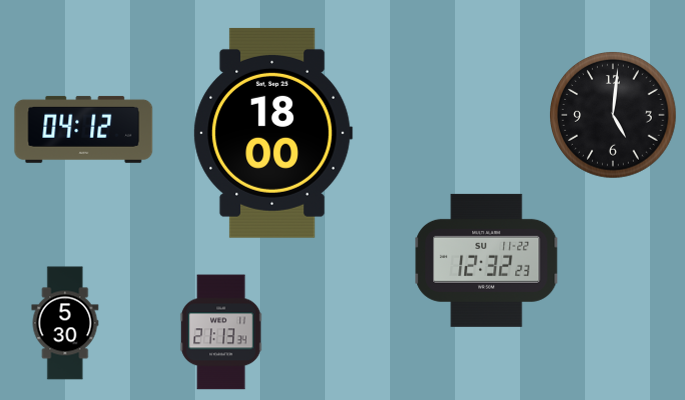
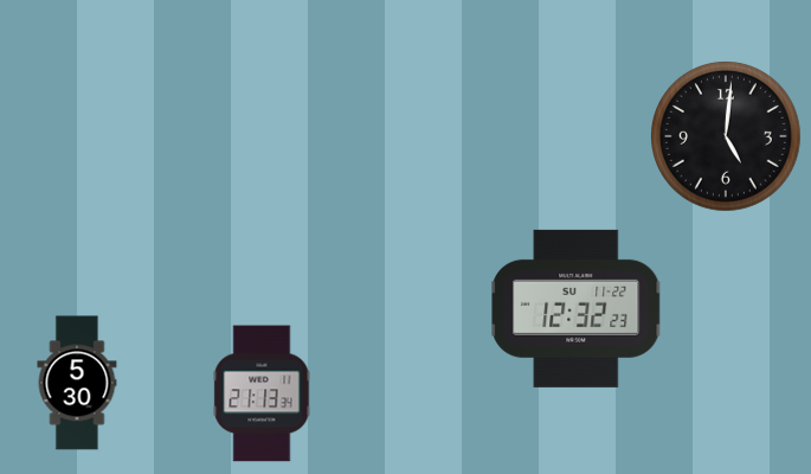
clock at (84, 129): 04:12 -> none
clock at (273, 133): 18:00 -> none
